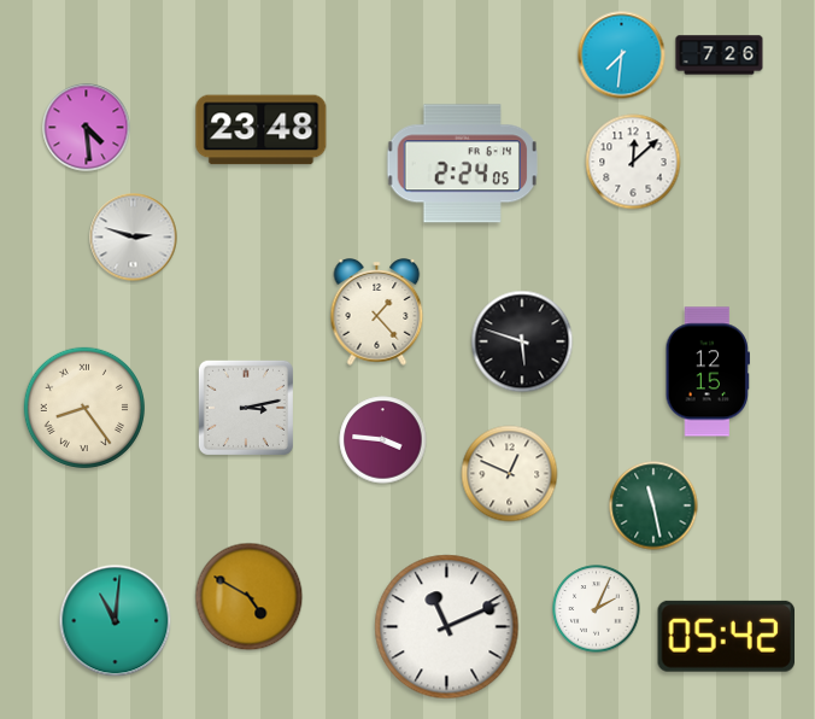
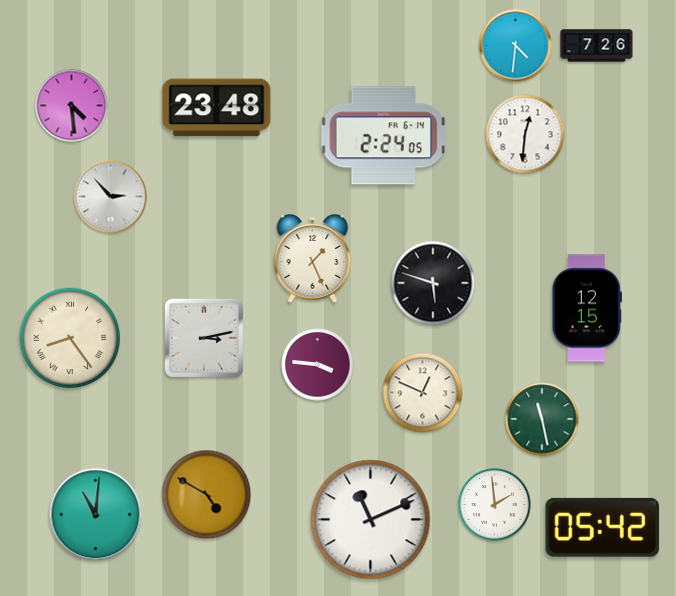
clock at (622, 55): 7:31 -> 4:31
clock at (633, 162): 12:08 -> 12:31
clock at (134, 238): 2:48 -> 2:53
clock at (377, 312): 1:23 -> 1:26
clock at (597, 609): 2:04 -> 1:59
